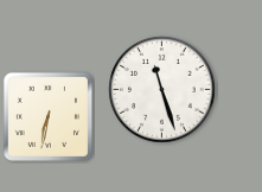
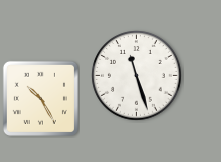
clock at (47, 116): 6:32 -> 10:25
